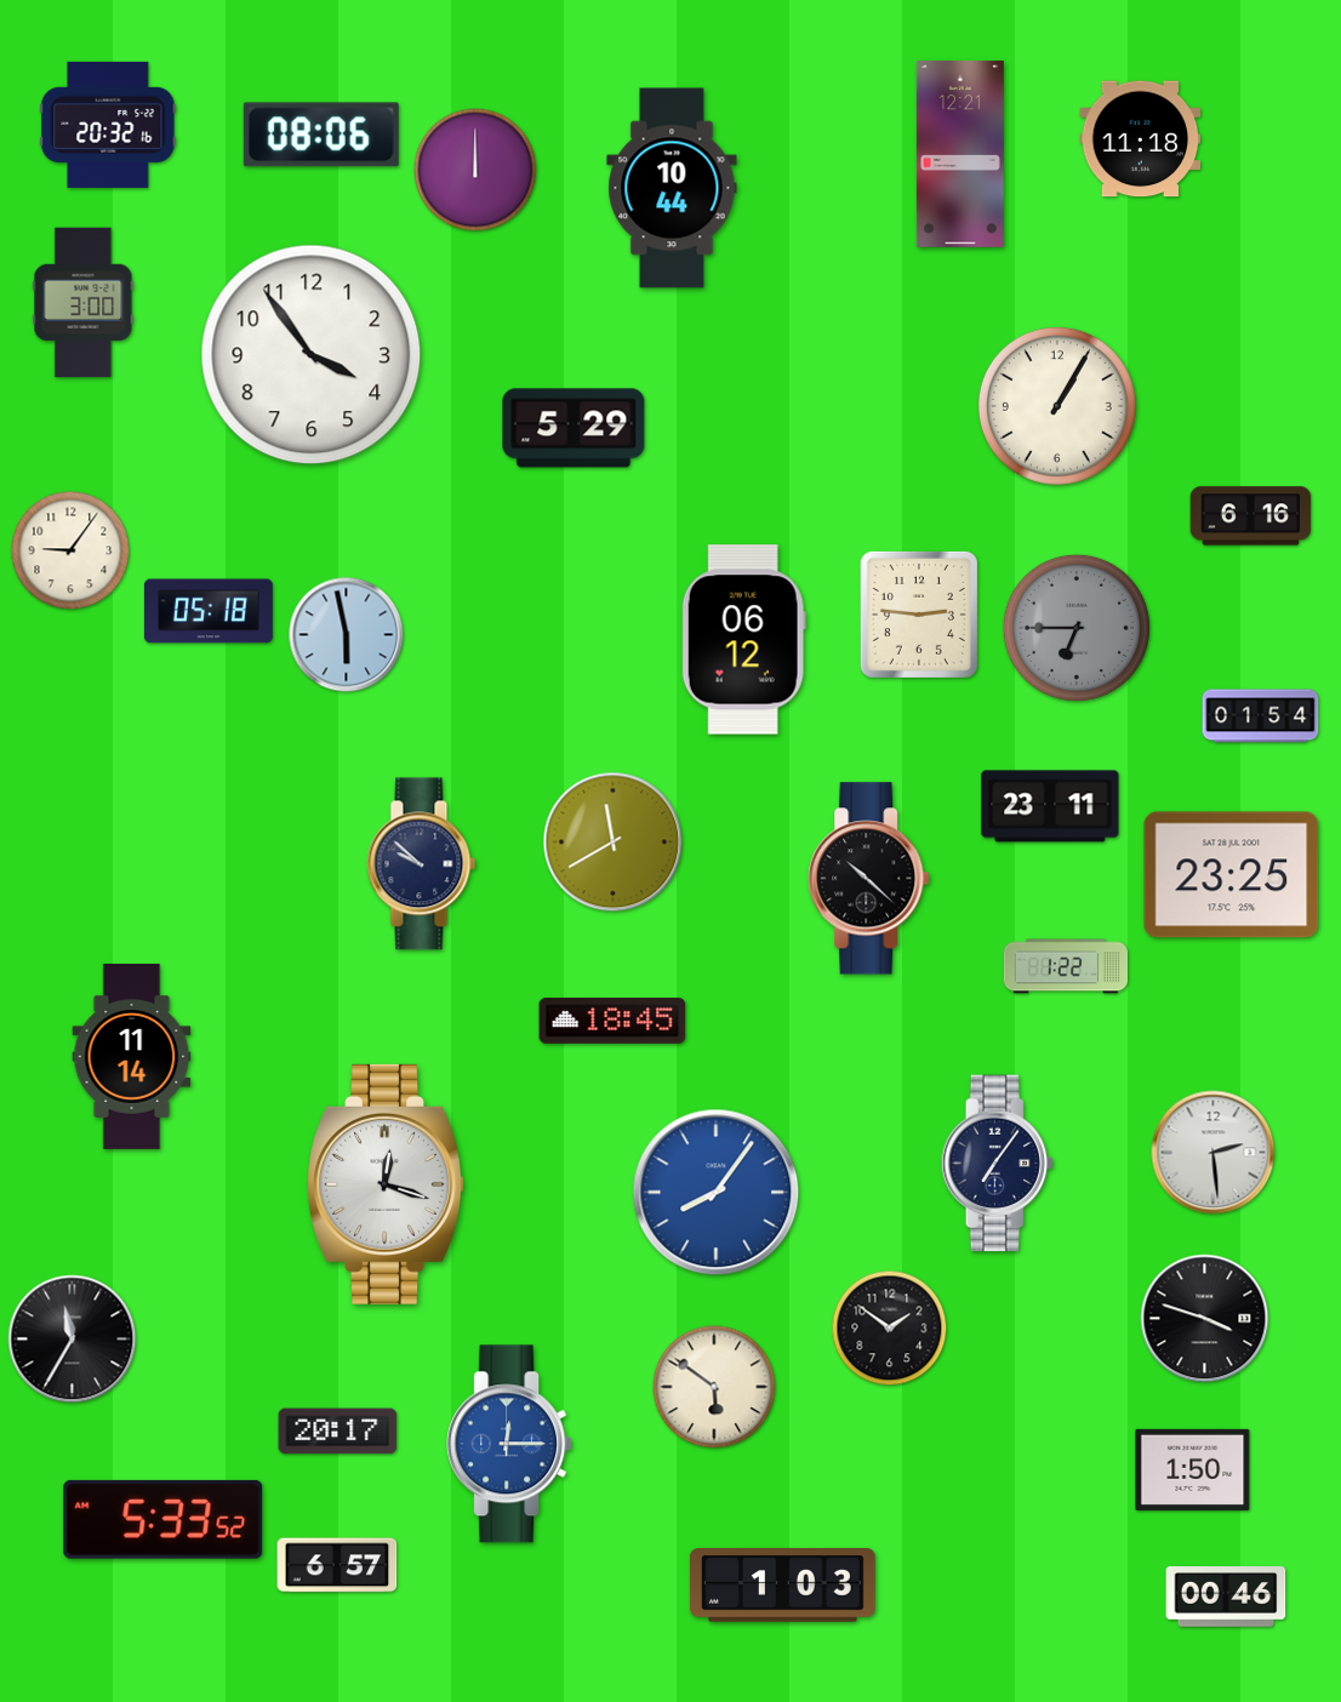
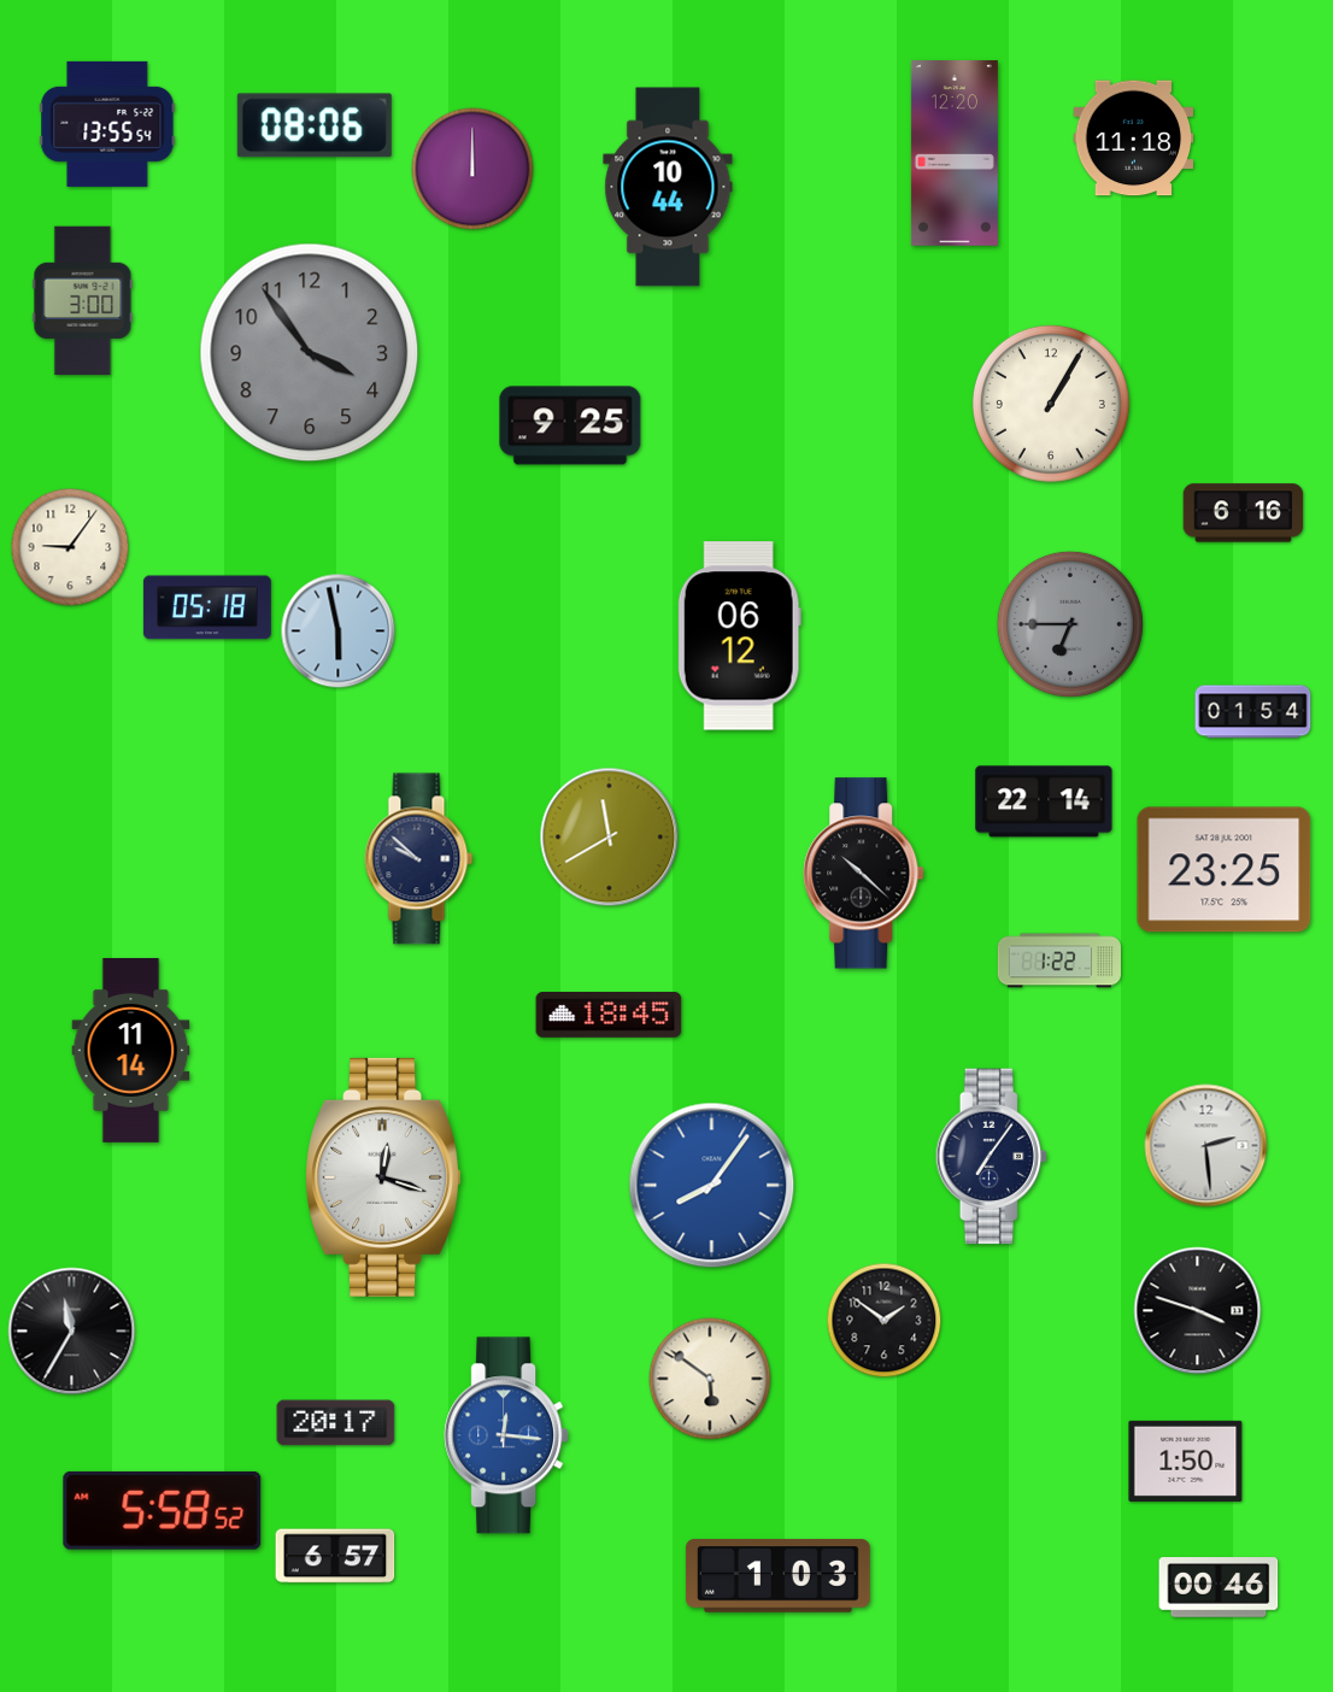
clock at (108, 125): 20:32 -> 13:55
clock at (321, 135) position: (321, 135) -> (315, 125)
clock at (960, 155): 12:21 -> 12:20
clock at (312, 355) dial: white -> grey
clock at (574, 428): 5:29 -> 9:25
clock at (919, 615): 2:46 -> none
clock at (347, 635) position: (347, 635) -> (339, 631)
clock at (1050, 806): 23:11 -> 22:14
clock at (509, 1444): 12:15 -> 12:16
clock at (164, 1519): 5:33 -> 5:58
